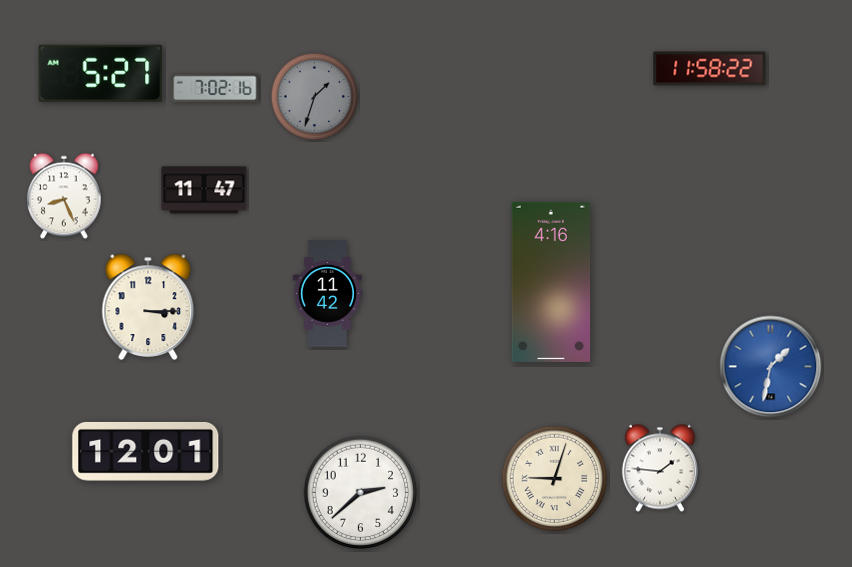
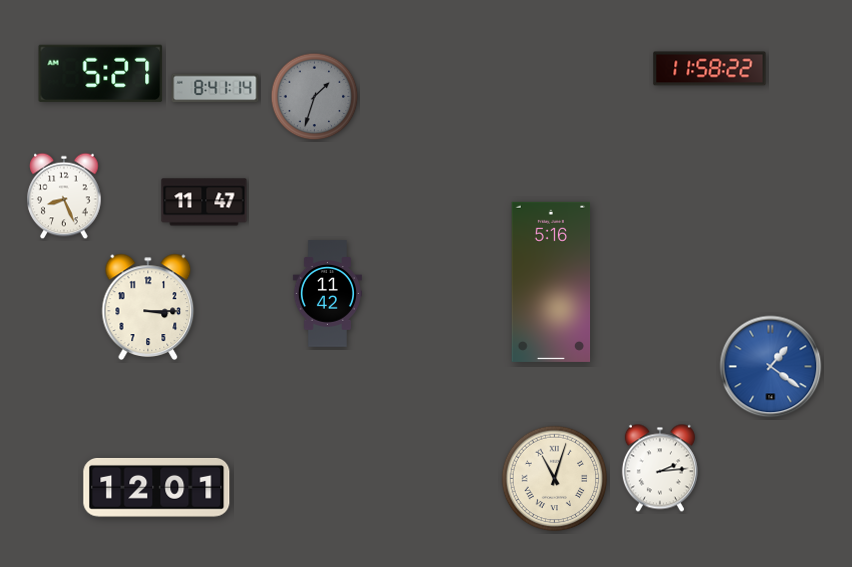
clock at (215, 88): 7:02 -> 8:41
clock at (204, 190) position: (204, 190) -> (204, 202)
clock at (551, 282): 4:16 -> 5:16
clock at (771, 367): 1:32 -> 1:21
clock at (146, 452) position: (146, 452) -> (157, 488)
clock at (660, 468): 1:46 -> 2:14
clock at (555, 479): 9:03 -> 11:03
clock at (361, 493): 2:38 -> none
